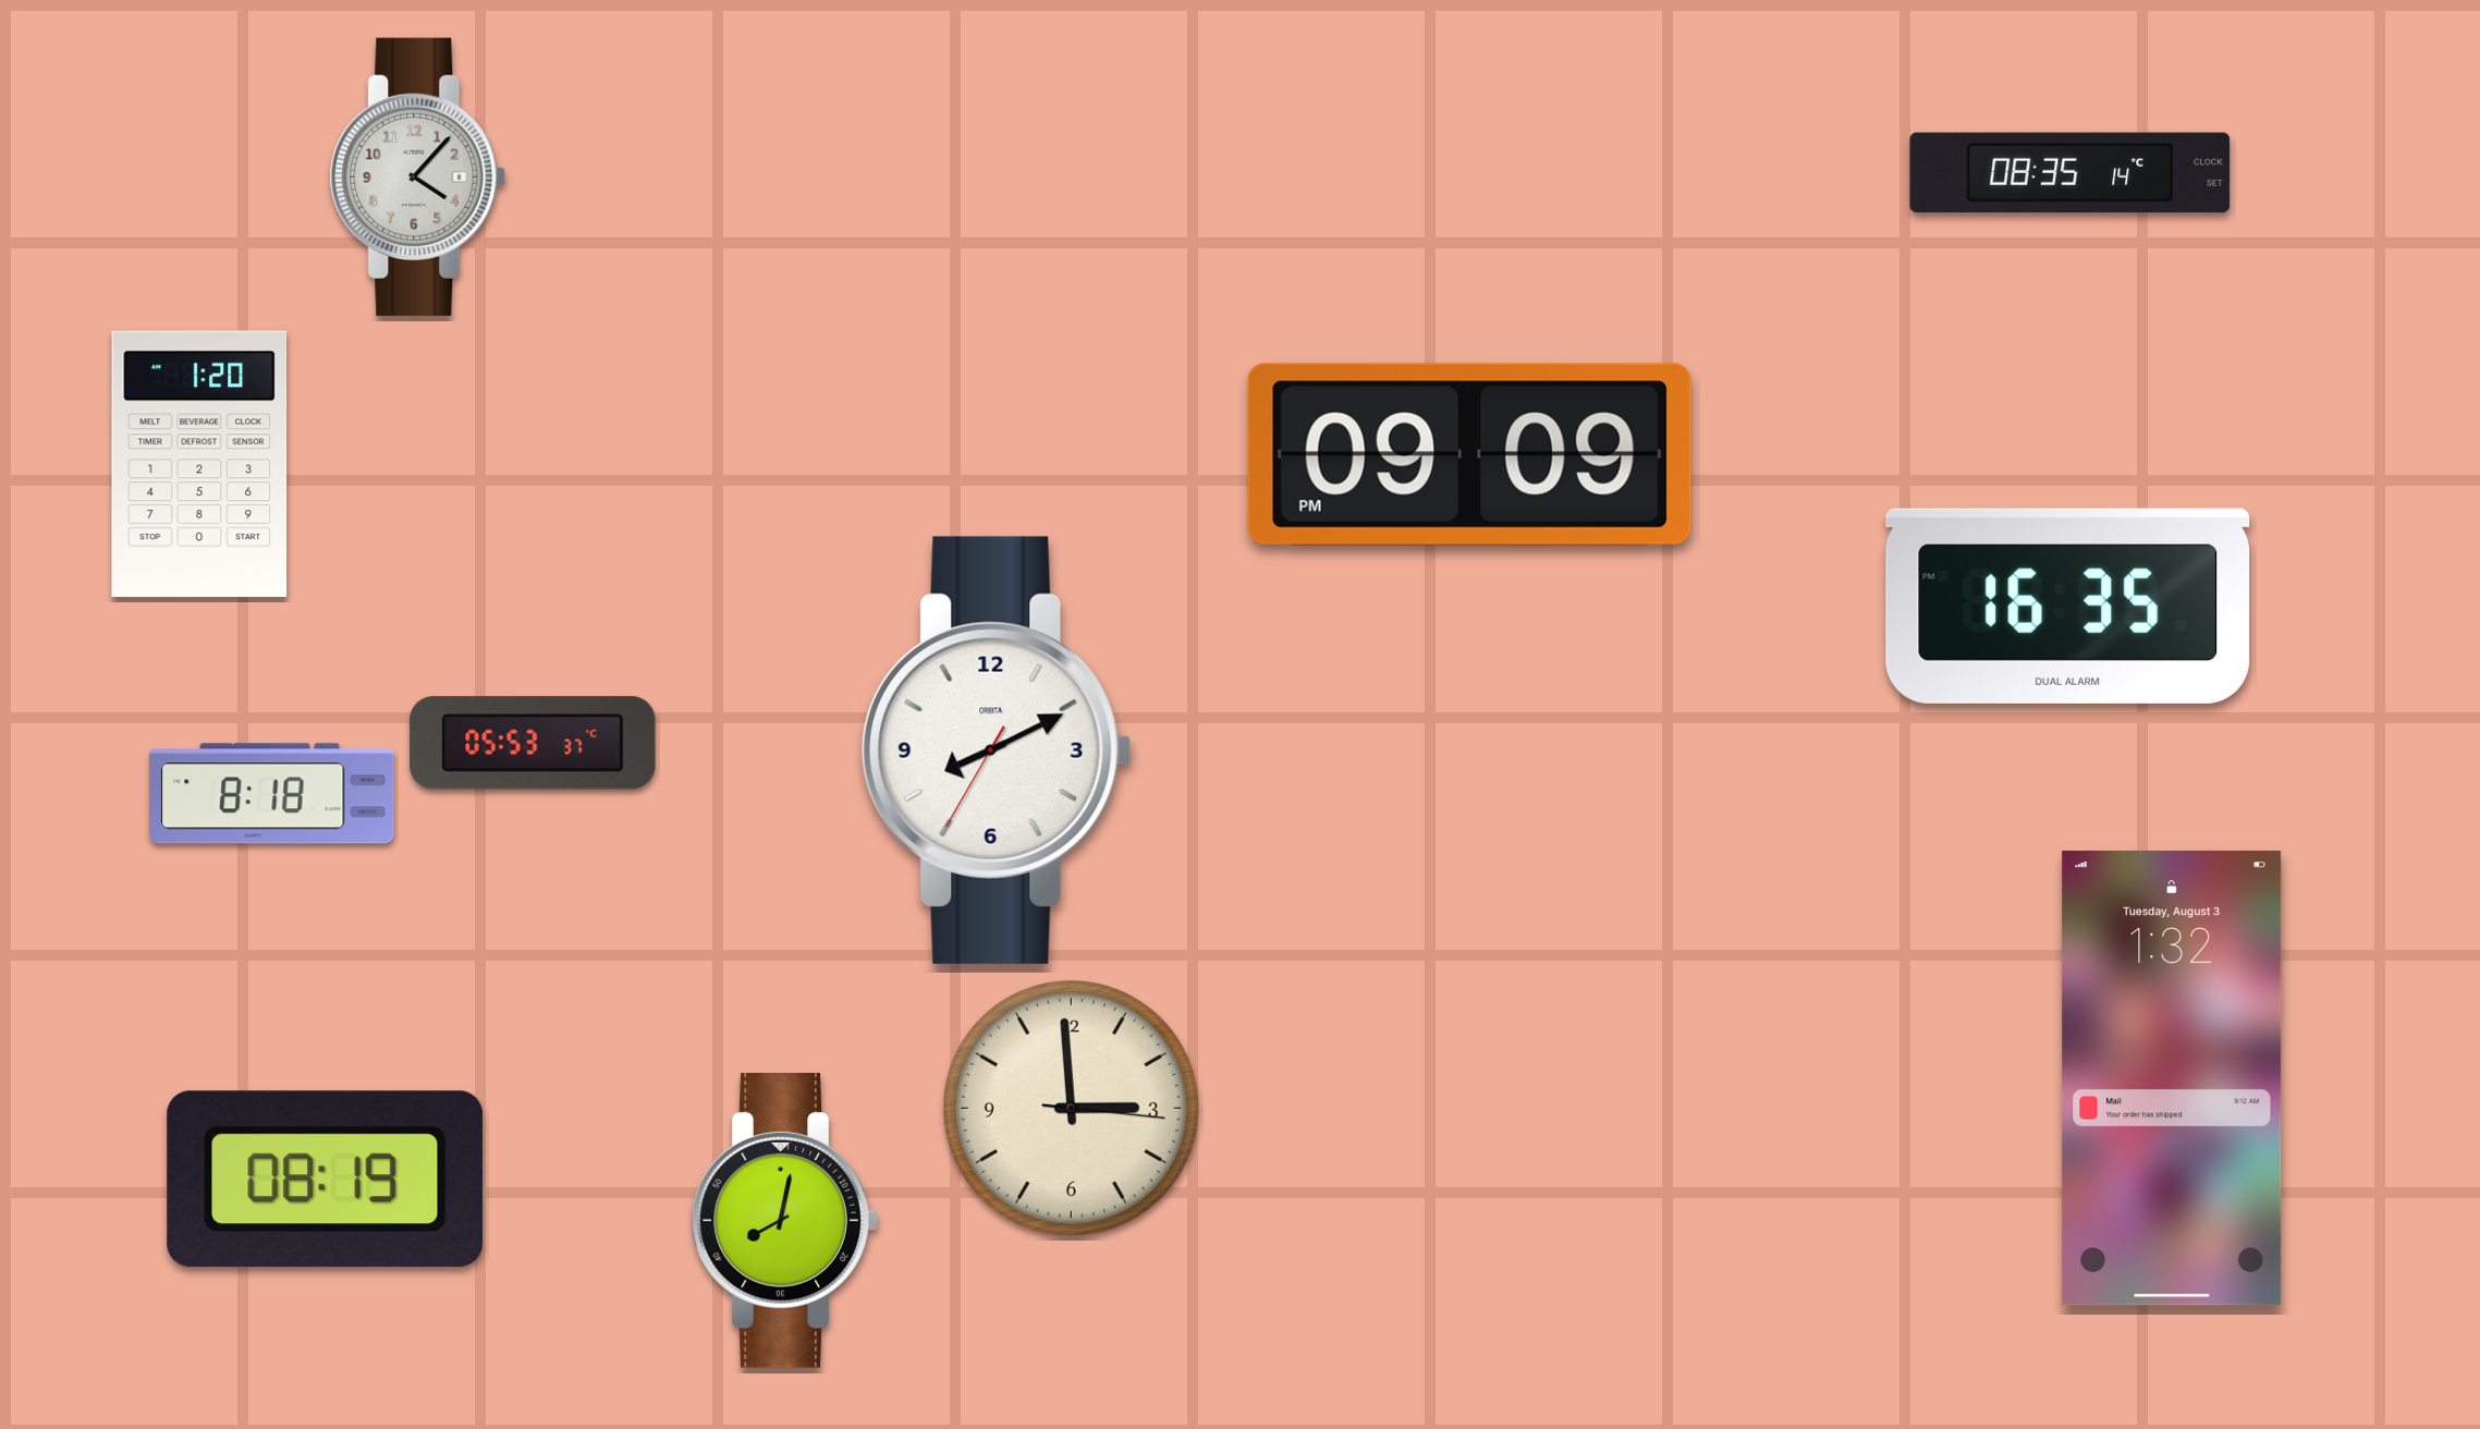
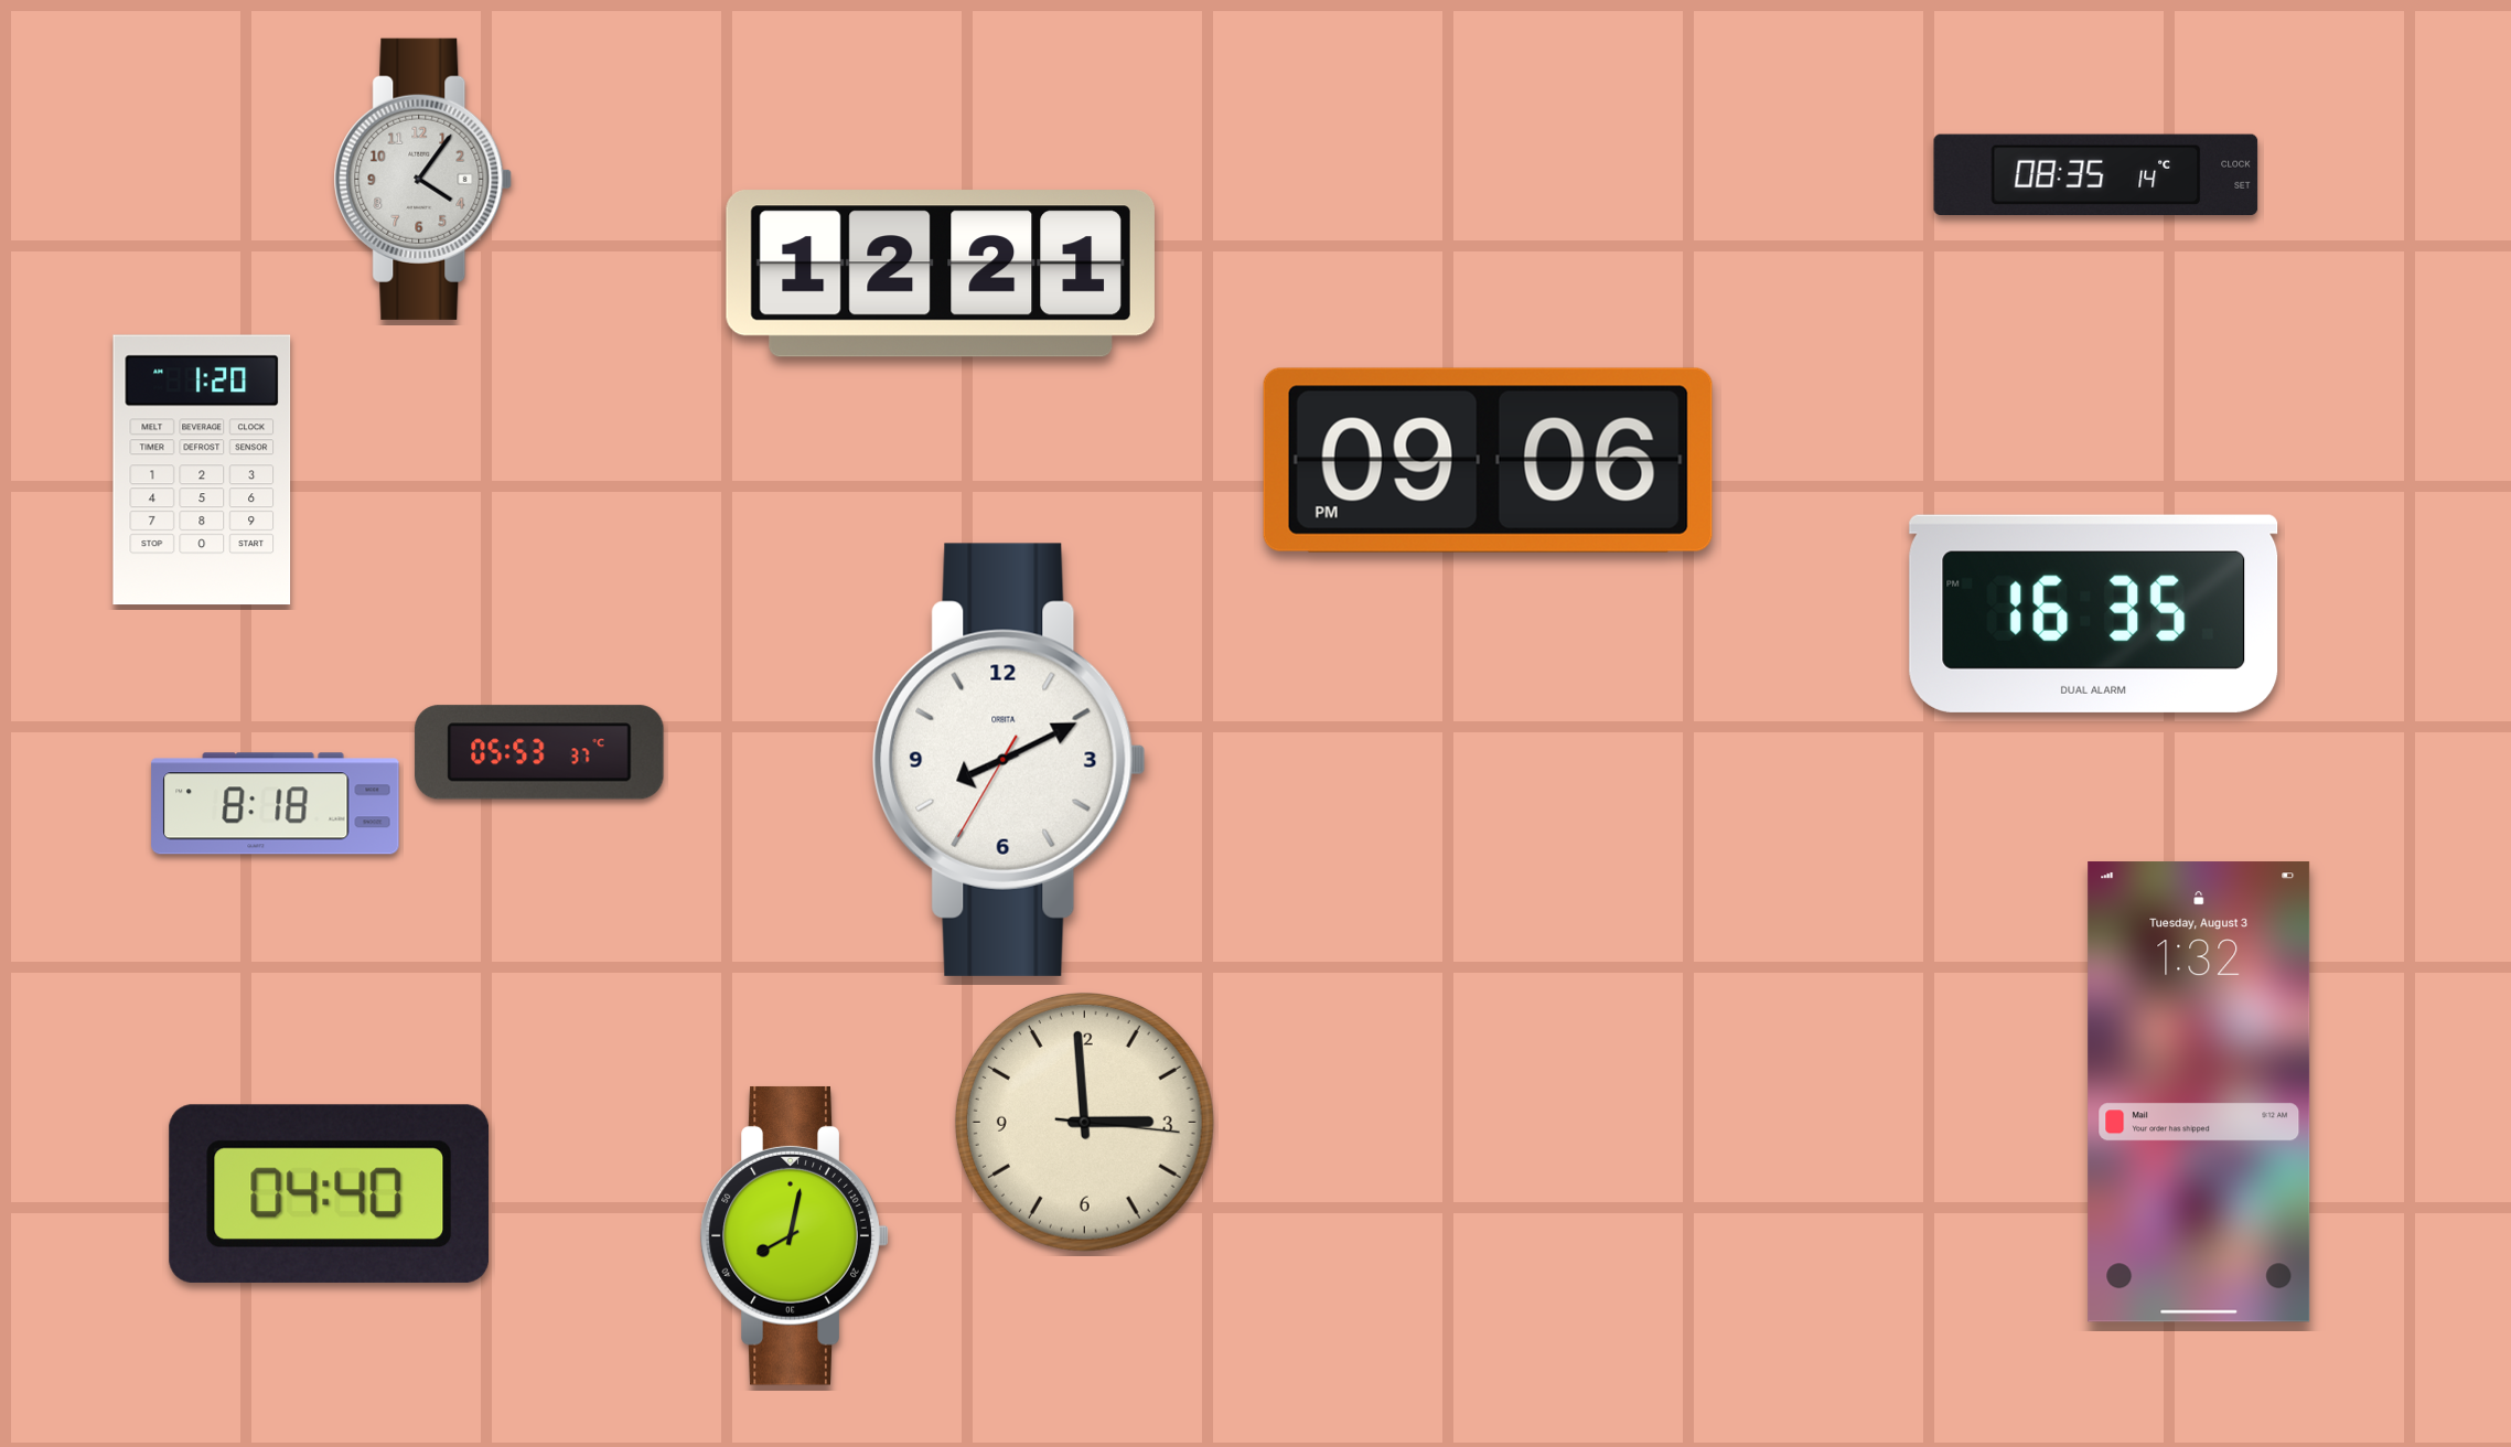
clock at (418, 176): 4:07 -> 4:06
clock at (941, 274): none -> 12:21
clock at (1469, 454): 09:09 -> 09:06
clock at (325, 1178): 08:19 -> 04:40
